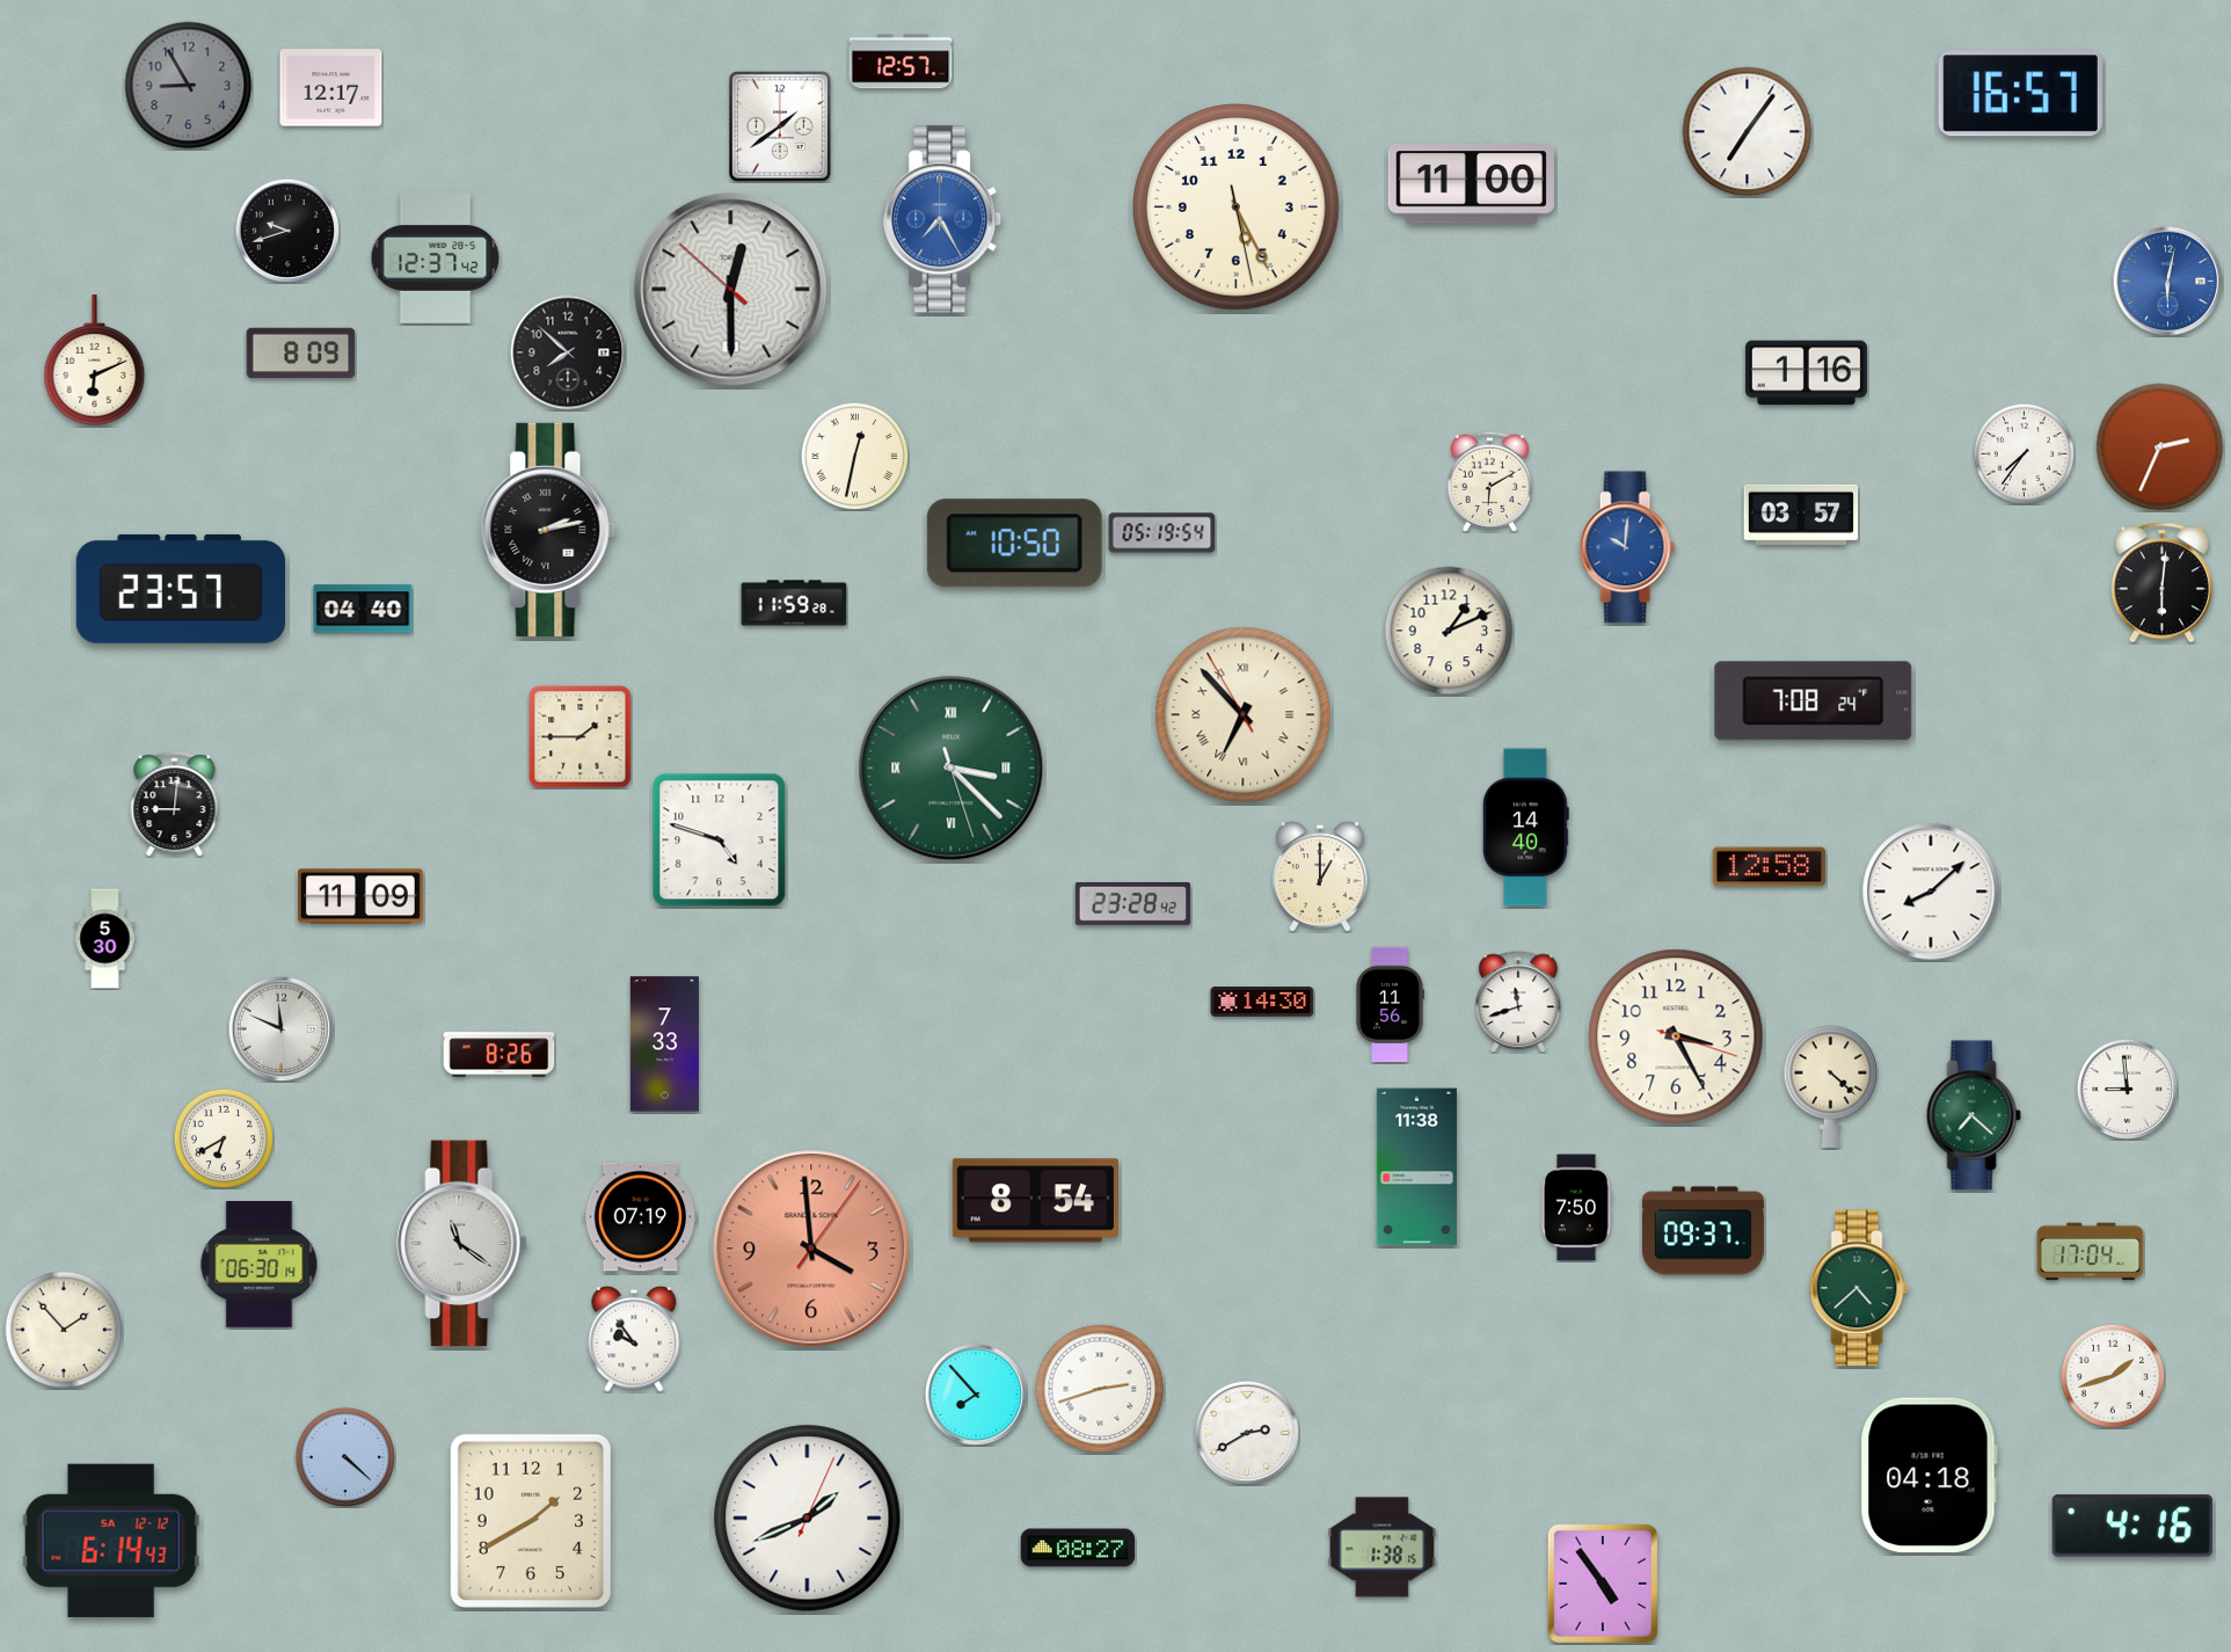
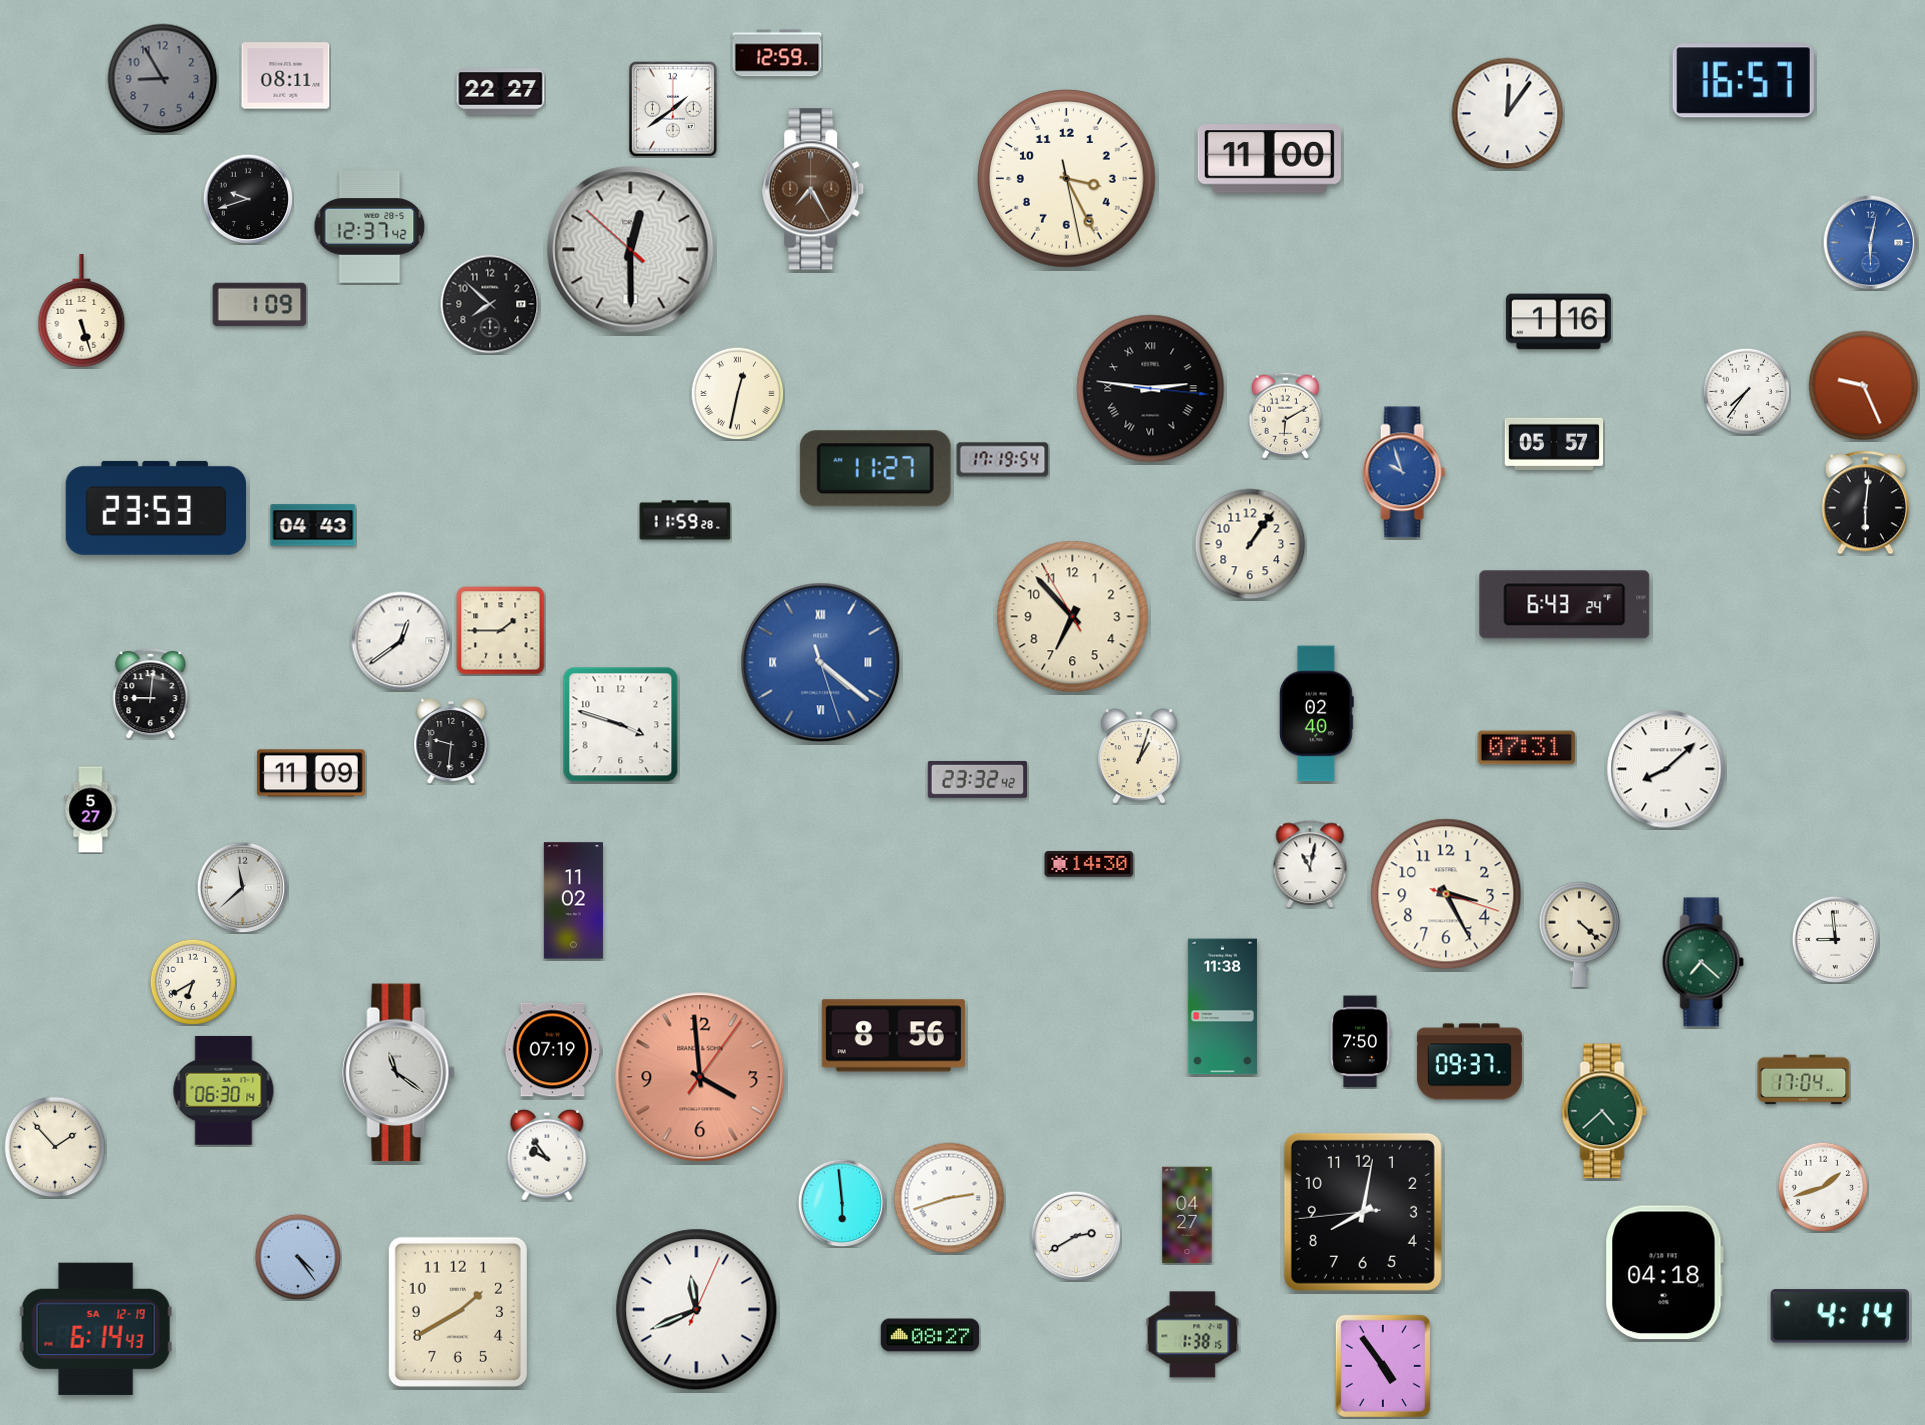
clock at (901, 61): 12:57 -> 12:59
clock at (189, 86) position: (189, 86) -> (163, 79)
clock at (331, 88): 12:17 -> 08:11
clock at (501, 92): none -> 22:27
clock at (1748, 132): 7:06 -> 12:06
clock at (1237, 208): 5:25 -> 3:25
clock at (943, 219) dial: blue -> brown
clock at (436, 259) position: (436, 259) -> (370, 227)
clock at (301, 354): 8:09 -> 1:09
clock at (95, 361): 6:11 -> 5:27
clock at (2160, 447): 2:34 -> 9:26
clock at (1151, 389): none -> 2:46
clock at (1801, 515): 03:57 -> 05:57
clock at (548, 530): 2:13 -> none
clock at (1162, 533): 05:19 -> 17:19
clock at (1014, 544): 10:50 -> 11:27
clock at (1627, 547): 10:01 -> 9:57
clock at (181, 589): 23:57 -> 23:53
clock at (363, 609): 04:40 -> 04:43
clock at (1449, 631): 1:11 -> 1:06
clock at (1814, 701): 7:08 -> 6:43
clock at (1244, 715) numerals: Roman -> Arabic
clock at (581, 737) position: (581, 737) -> (501, 631)
clock at (401, 641): none -> 12:39
clock at (952, 769): 3:22 -> 4:21
clock at (952, 769) dial: green -> blue
clock at (1525, 828): 14:40 -> 02:40
clock at (720, 840): 4:48 -> 3:48
clock at (451, 741): none -> 9:31
clock at (1770, 867): 12:58 -> 07:31
clock at (1320, 876): 1:00 -> 1:03
clock at (1133, 903): 23:28 -> 23:32
clock at (105, 939): 5:30 -> 5:27
clock at (1518, 1002): 11:42 -> 11:02
clock at (1390, 1005): 11:56 -> none
clock at (280, 1028): 11:49 -> 11:38
clock at (664, 1045): 7:33 -> 11:02
clock at (500, 1055): 8:26 -> none
clock at (1831, 1086) position: (1831, 1086) -> (1580, 934)
clock at (1035, 1201): 8:54 -> 8:56
clock at (975, 1393): 7:53 -> 5:59
clock at (1363, 1212): none -> 8:01
clock at (1187, 1215): none -> 04:27
clock at (344, 1456): 4:22 -> 4:24
clock at (808, 1519): 1:41 -> 11:41
clock at (2131, 1526): 4:16 -> 4:14
clock at (111, 1541) date: SA 12-12 -> SA 12-19
